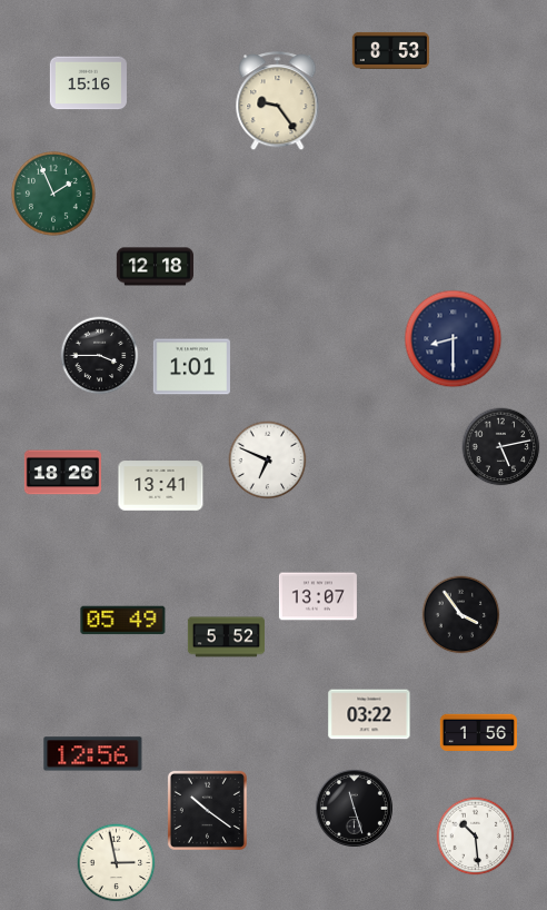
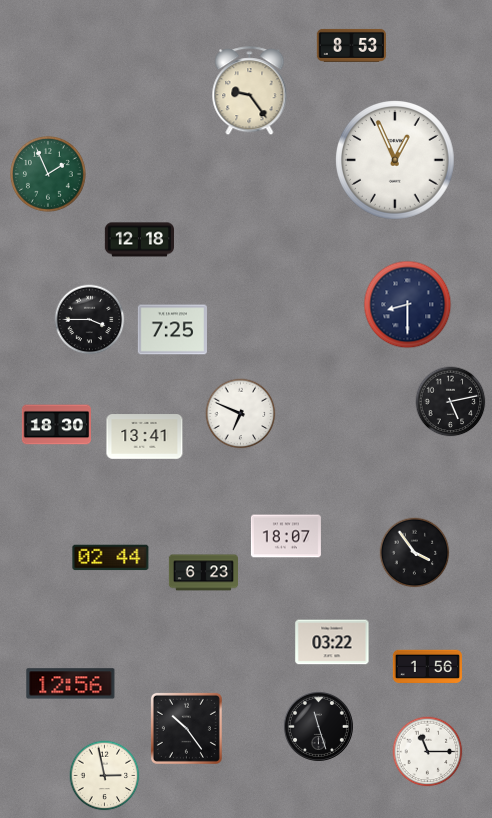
clock at (88, 83): 15:16 -> none
clock at (396, 161): none -> 12:56
clock at (191, 367): 1:01 -> 7:25
clock at (62, 473): 18:26 -> 18:30
clock at (318, 596): 13:07 -> 18:07
clock at (123, 621): 05:49 -> 02:44
clock at (226, 637): 5:52 -> 6:23
clock at (478, 733) position: (478, 733) -> (427, 667)
clock at (93, 754) position: (93, 754) -> (71, 684)
clock at (207, 810): 10:21 -> 10:24
clock at (476, 837): 10:29 -> 11:15
